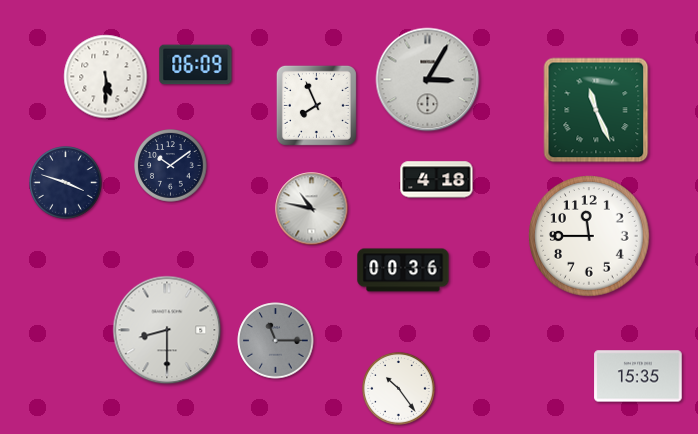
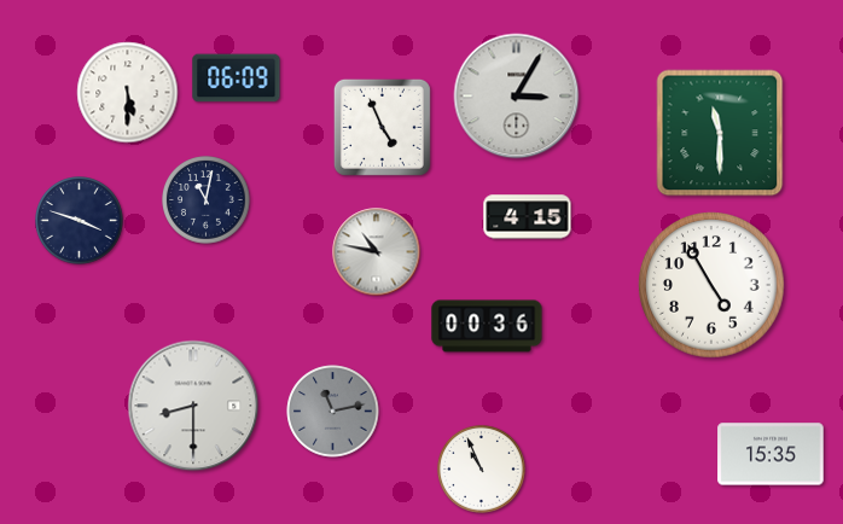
clock at (316, 105): 7:56 -> 4:56
clock at (596, 110): 11:26 -> 11:30
clock at (171, 166): 10:09 -> 11:02
clock at (437, 180): 4:18 -> 4:15
clock at (589, 236): 11:45 -> 4:55
clock at (167, 330) position: (167, 330) -> (193, 406)
clock at (276, 341): 11:15 -> 11:13
clock at (399, 389): 10:24 -> 10:56
